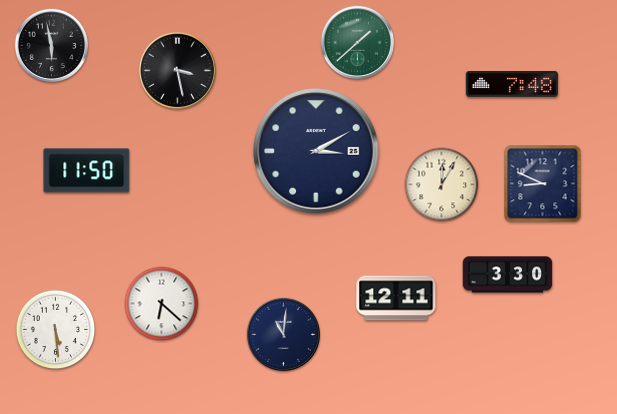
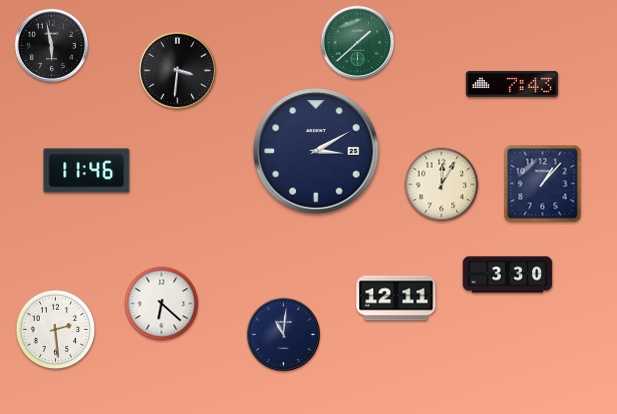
clock at (177, 70): 3:28 -> 3:31
clock at (512, 85): 7:48 -> 7:43
clock at (87, 171): 11:50 -> 11:46
clock at (543, 184): 8:49 -> 1:07
clock at (56, 330): 5:29 -> 2:29
